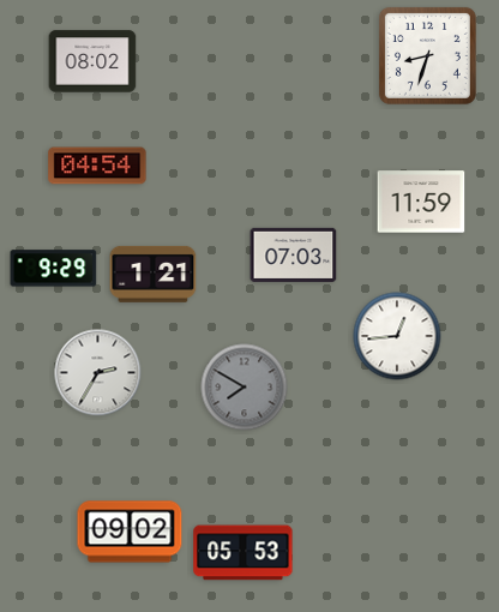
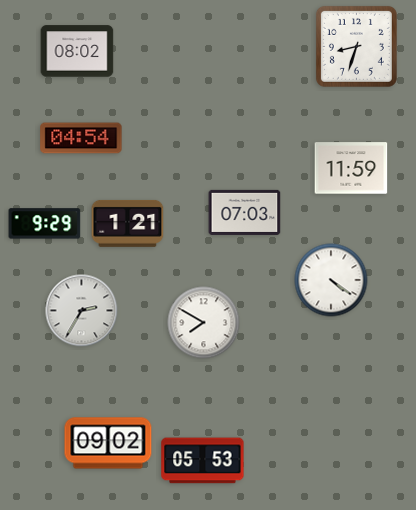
clock at (154, 274) position: (154, 274) -> (128, 223)
clock at (397, 336): 12:44 -> 4:21
clock at (245, 388) dial: grey -> white
